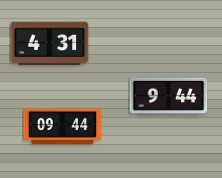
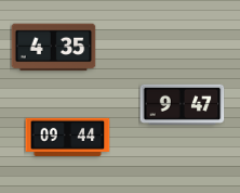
clock at (49, 44): 4:31 -> 4:35
clock at (168, 96): 9:44 -> 9:47
